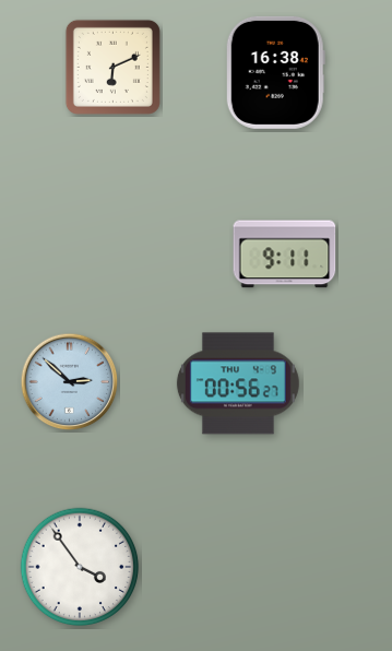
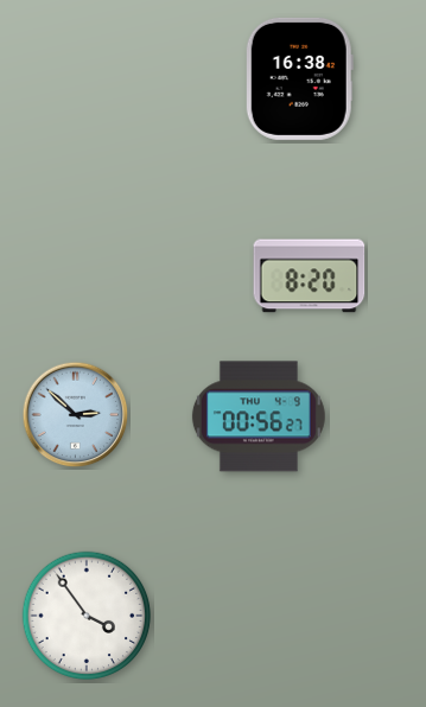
clock at (112, 67): 6:11 -> none
clock at (285, 255): 9:11 -> 8:20
